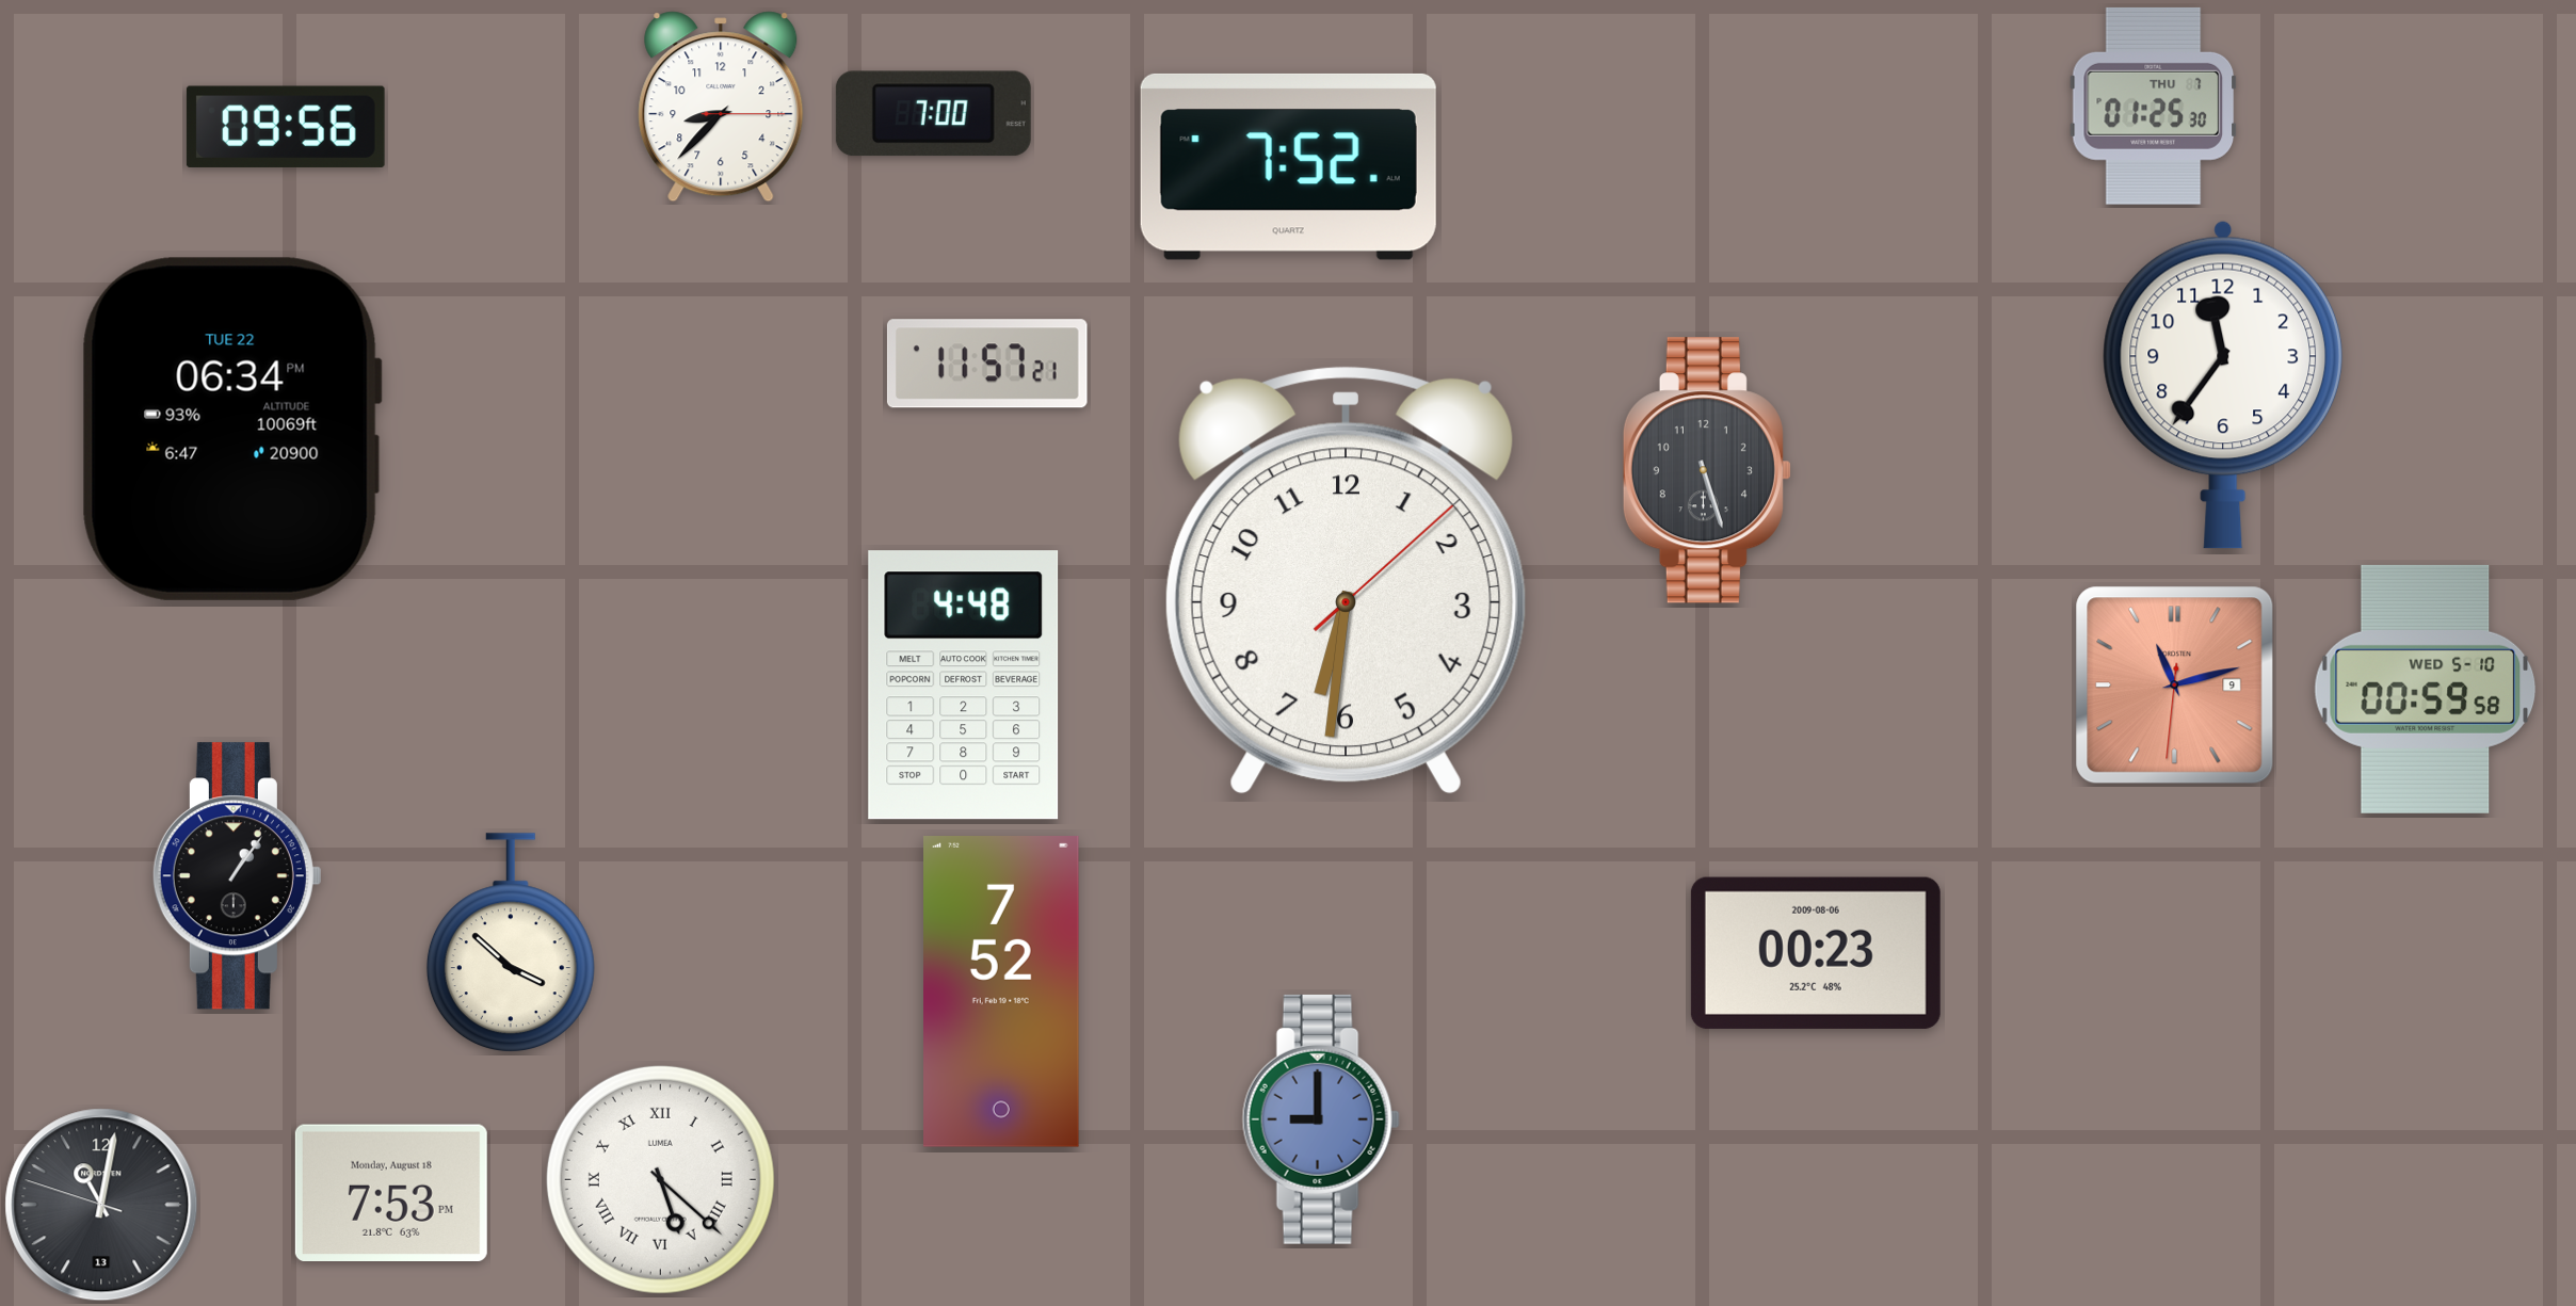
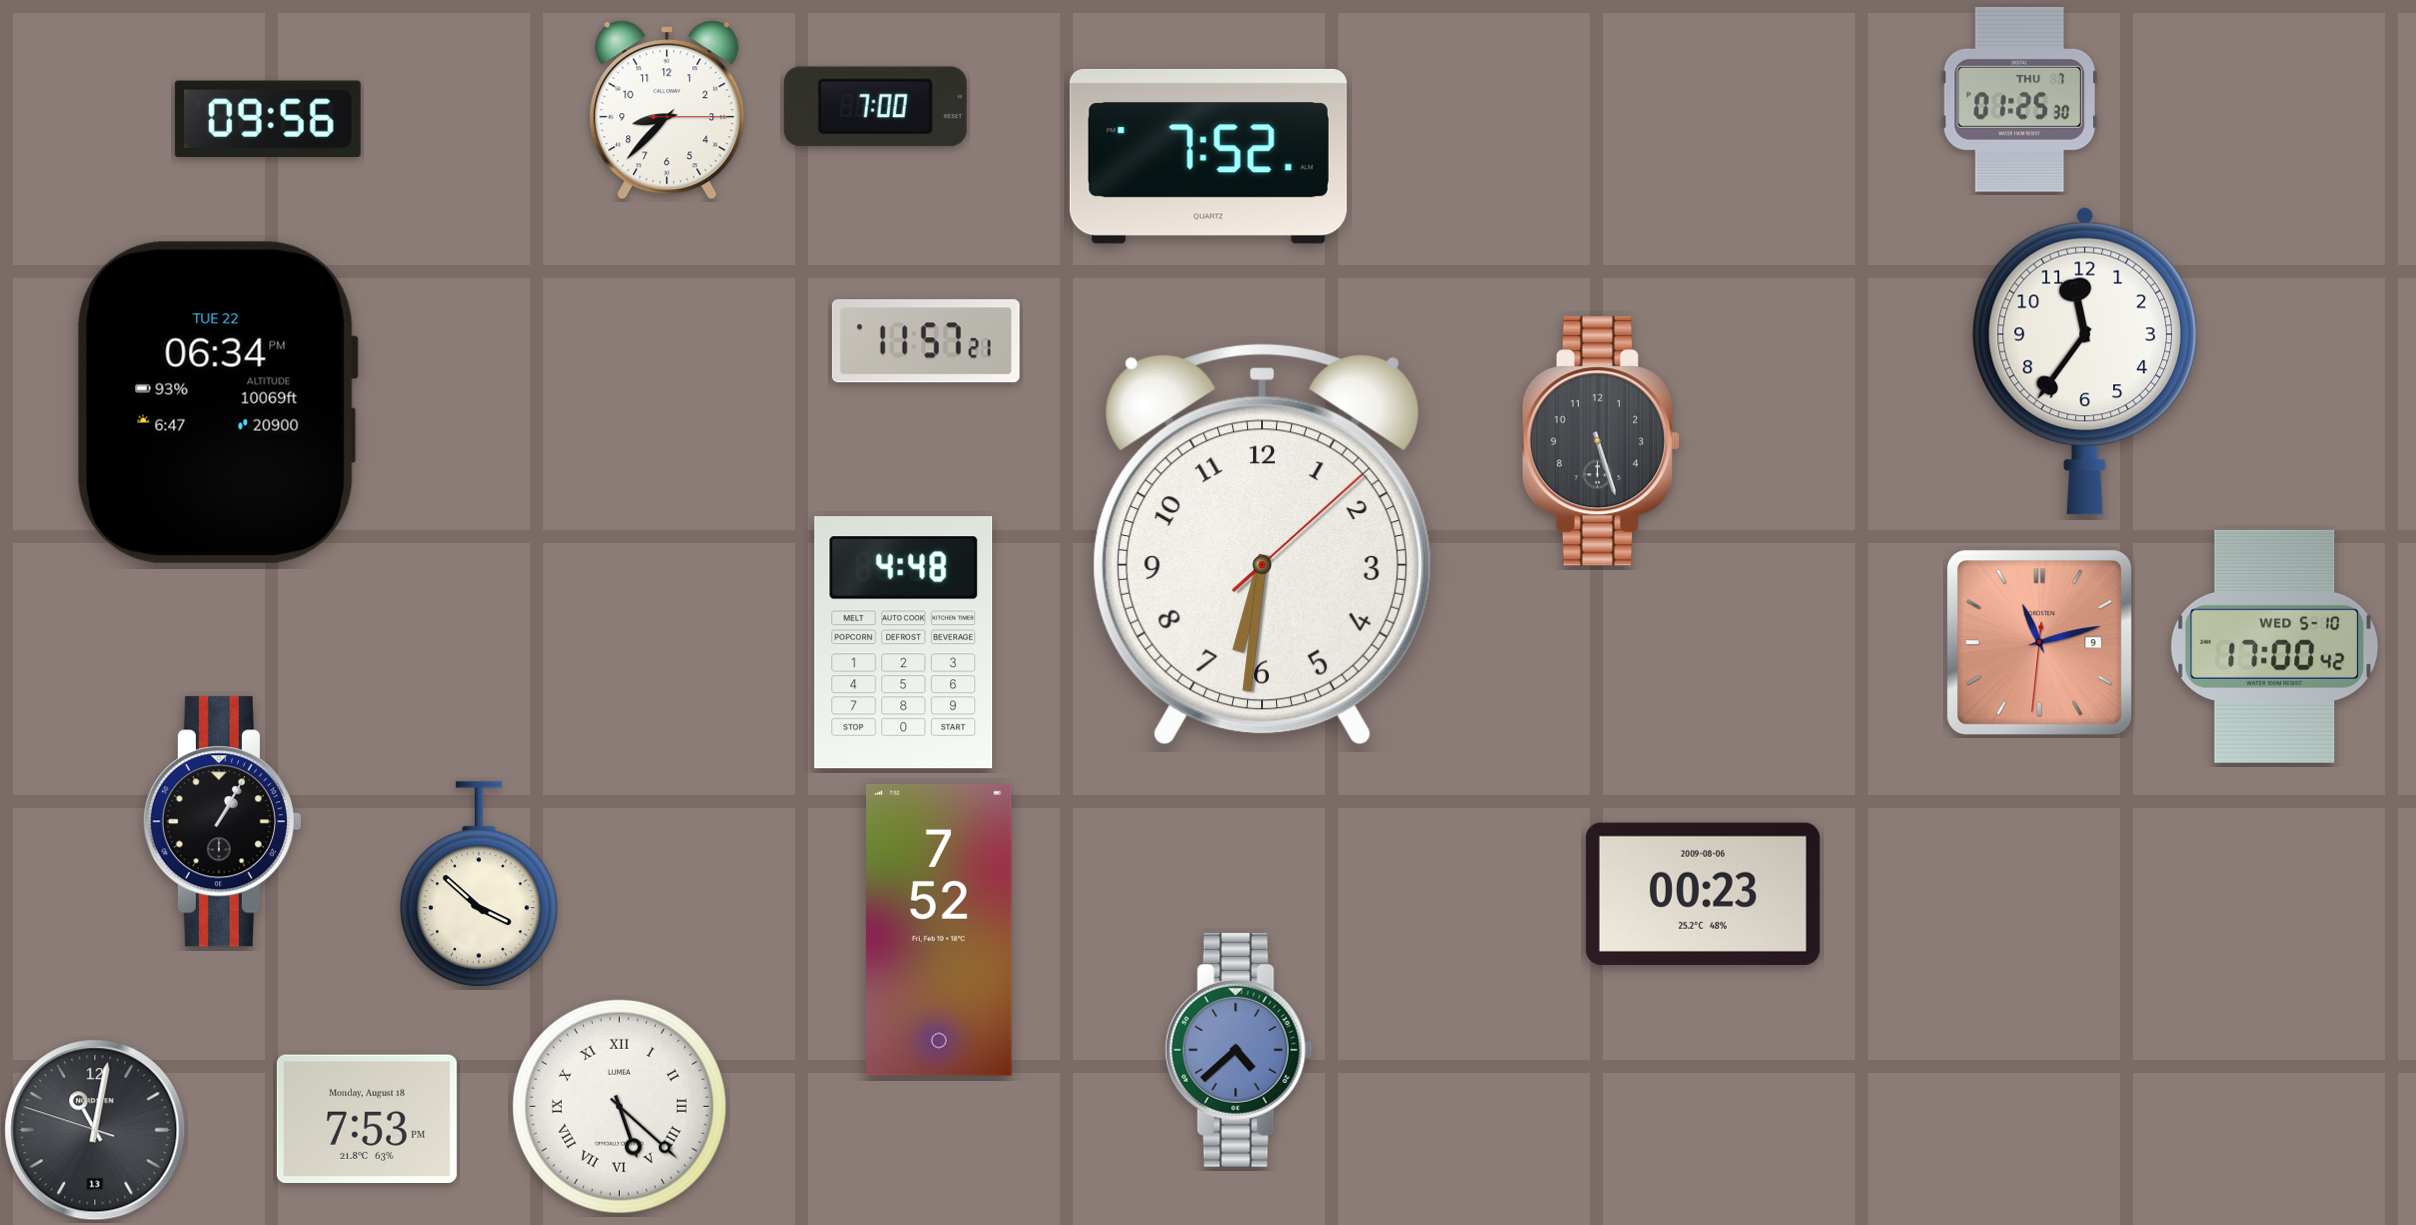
clock at (721, 107) position: (721, 107) -> (667, 110)
clock at (2426, 689): 00:59 -> 17:00
clock at (237, 876): 1:06 -> 1:05
clock at (1321, 1119): 9:00 -> 4:38
